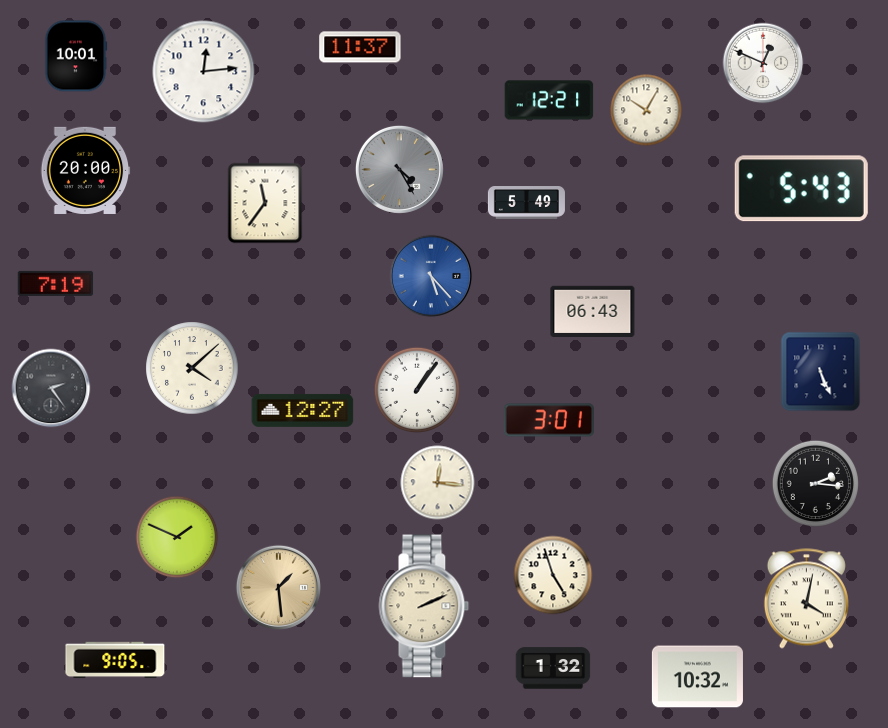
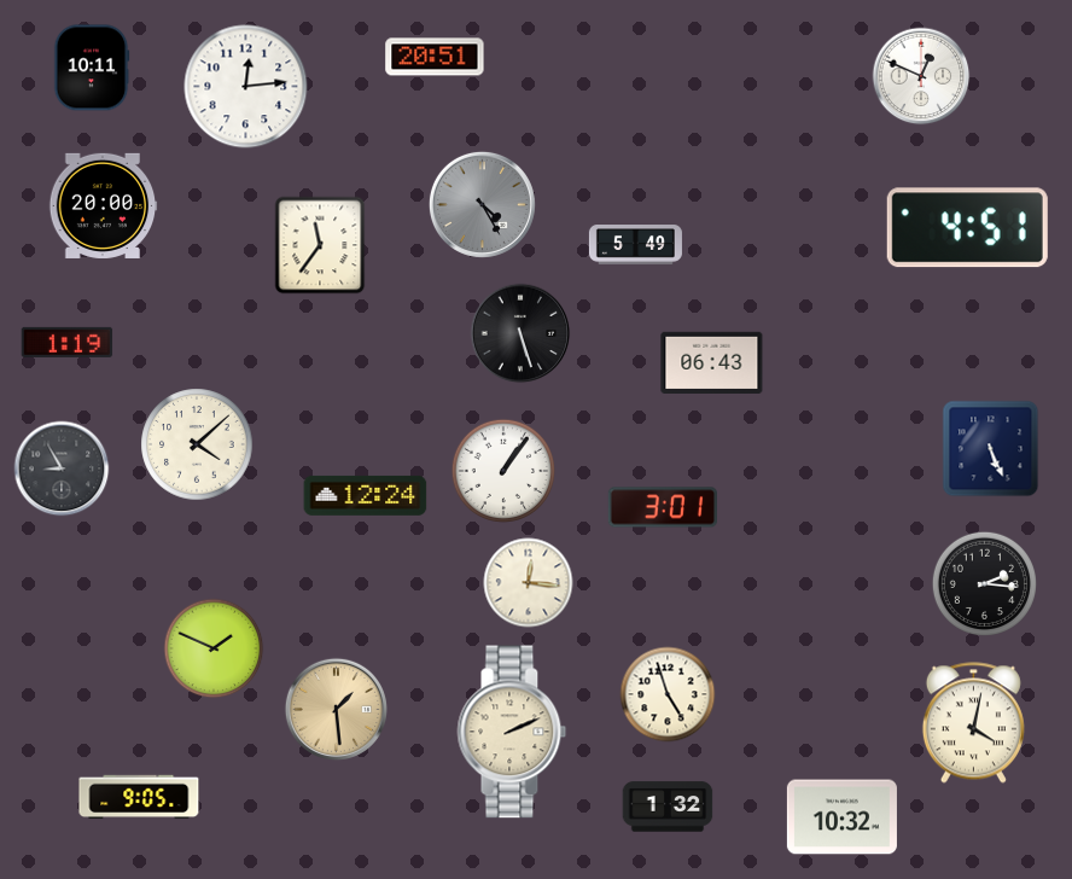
clock at (360, 47): 11:37 -> 20:51
clock at (76, 56): 10:01 -> 10:11
clock at (549, 100): 12:21 -> none
clock at (646, 110): 10:05 -> none
clock at (801, 189): 5:43 -> 4:51
clock at (431, 276): 5:23 -> 5:27
clock at (431, 276) dial: blue -> black
clock at (56, 283): 7:19 -> 1:19
clock at (593, 311) position: (593, 311) -> (712, 362)
clock at (192, 368) position: (192, 368) -> (197, 444)
clock at (51, 388): 2:24 -> 8:55
clock at (303, 410): 12:27 -> 12:24
